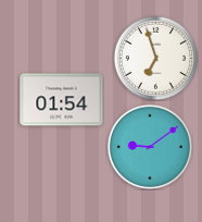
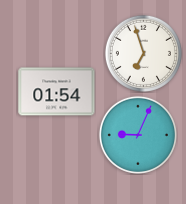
clock at (150, 147): 9:09 -> 9:04
